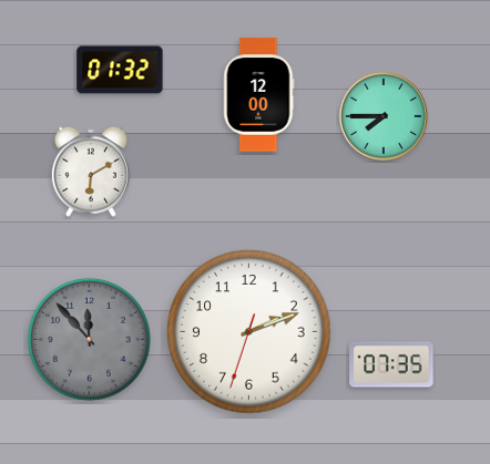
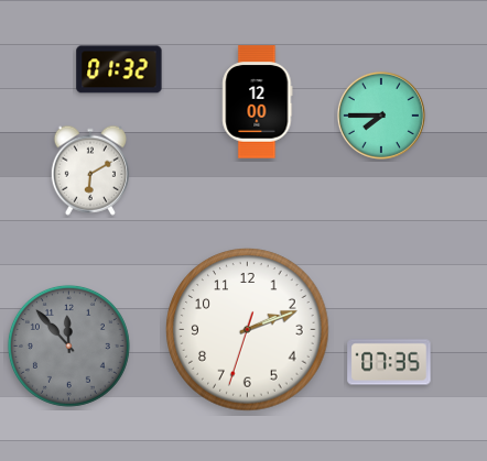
clock at (259, 95) position: (259, 95) -> (258, 102)
clock at (89, 339) position: (89, 339) -> (68, 345)
